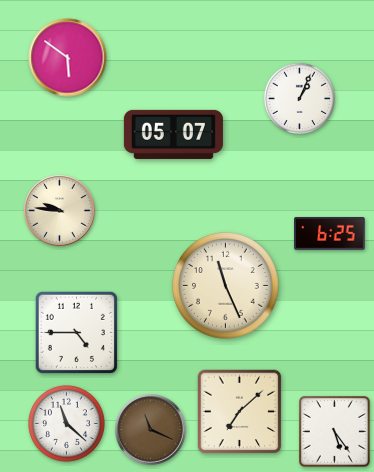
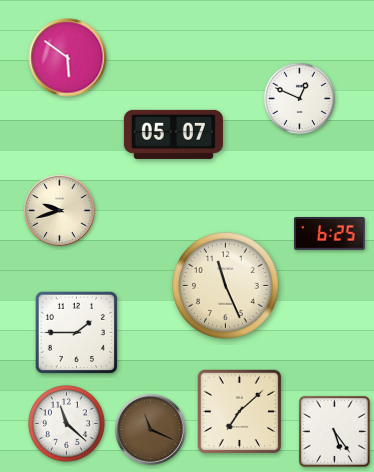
clock at (300, 99): 1:04 -> 12:49
clock at (60, 211): 9:46 -> 9:42
clock at (76, 332): 4:45 -> 1:45
